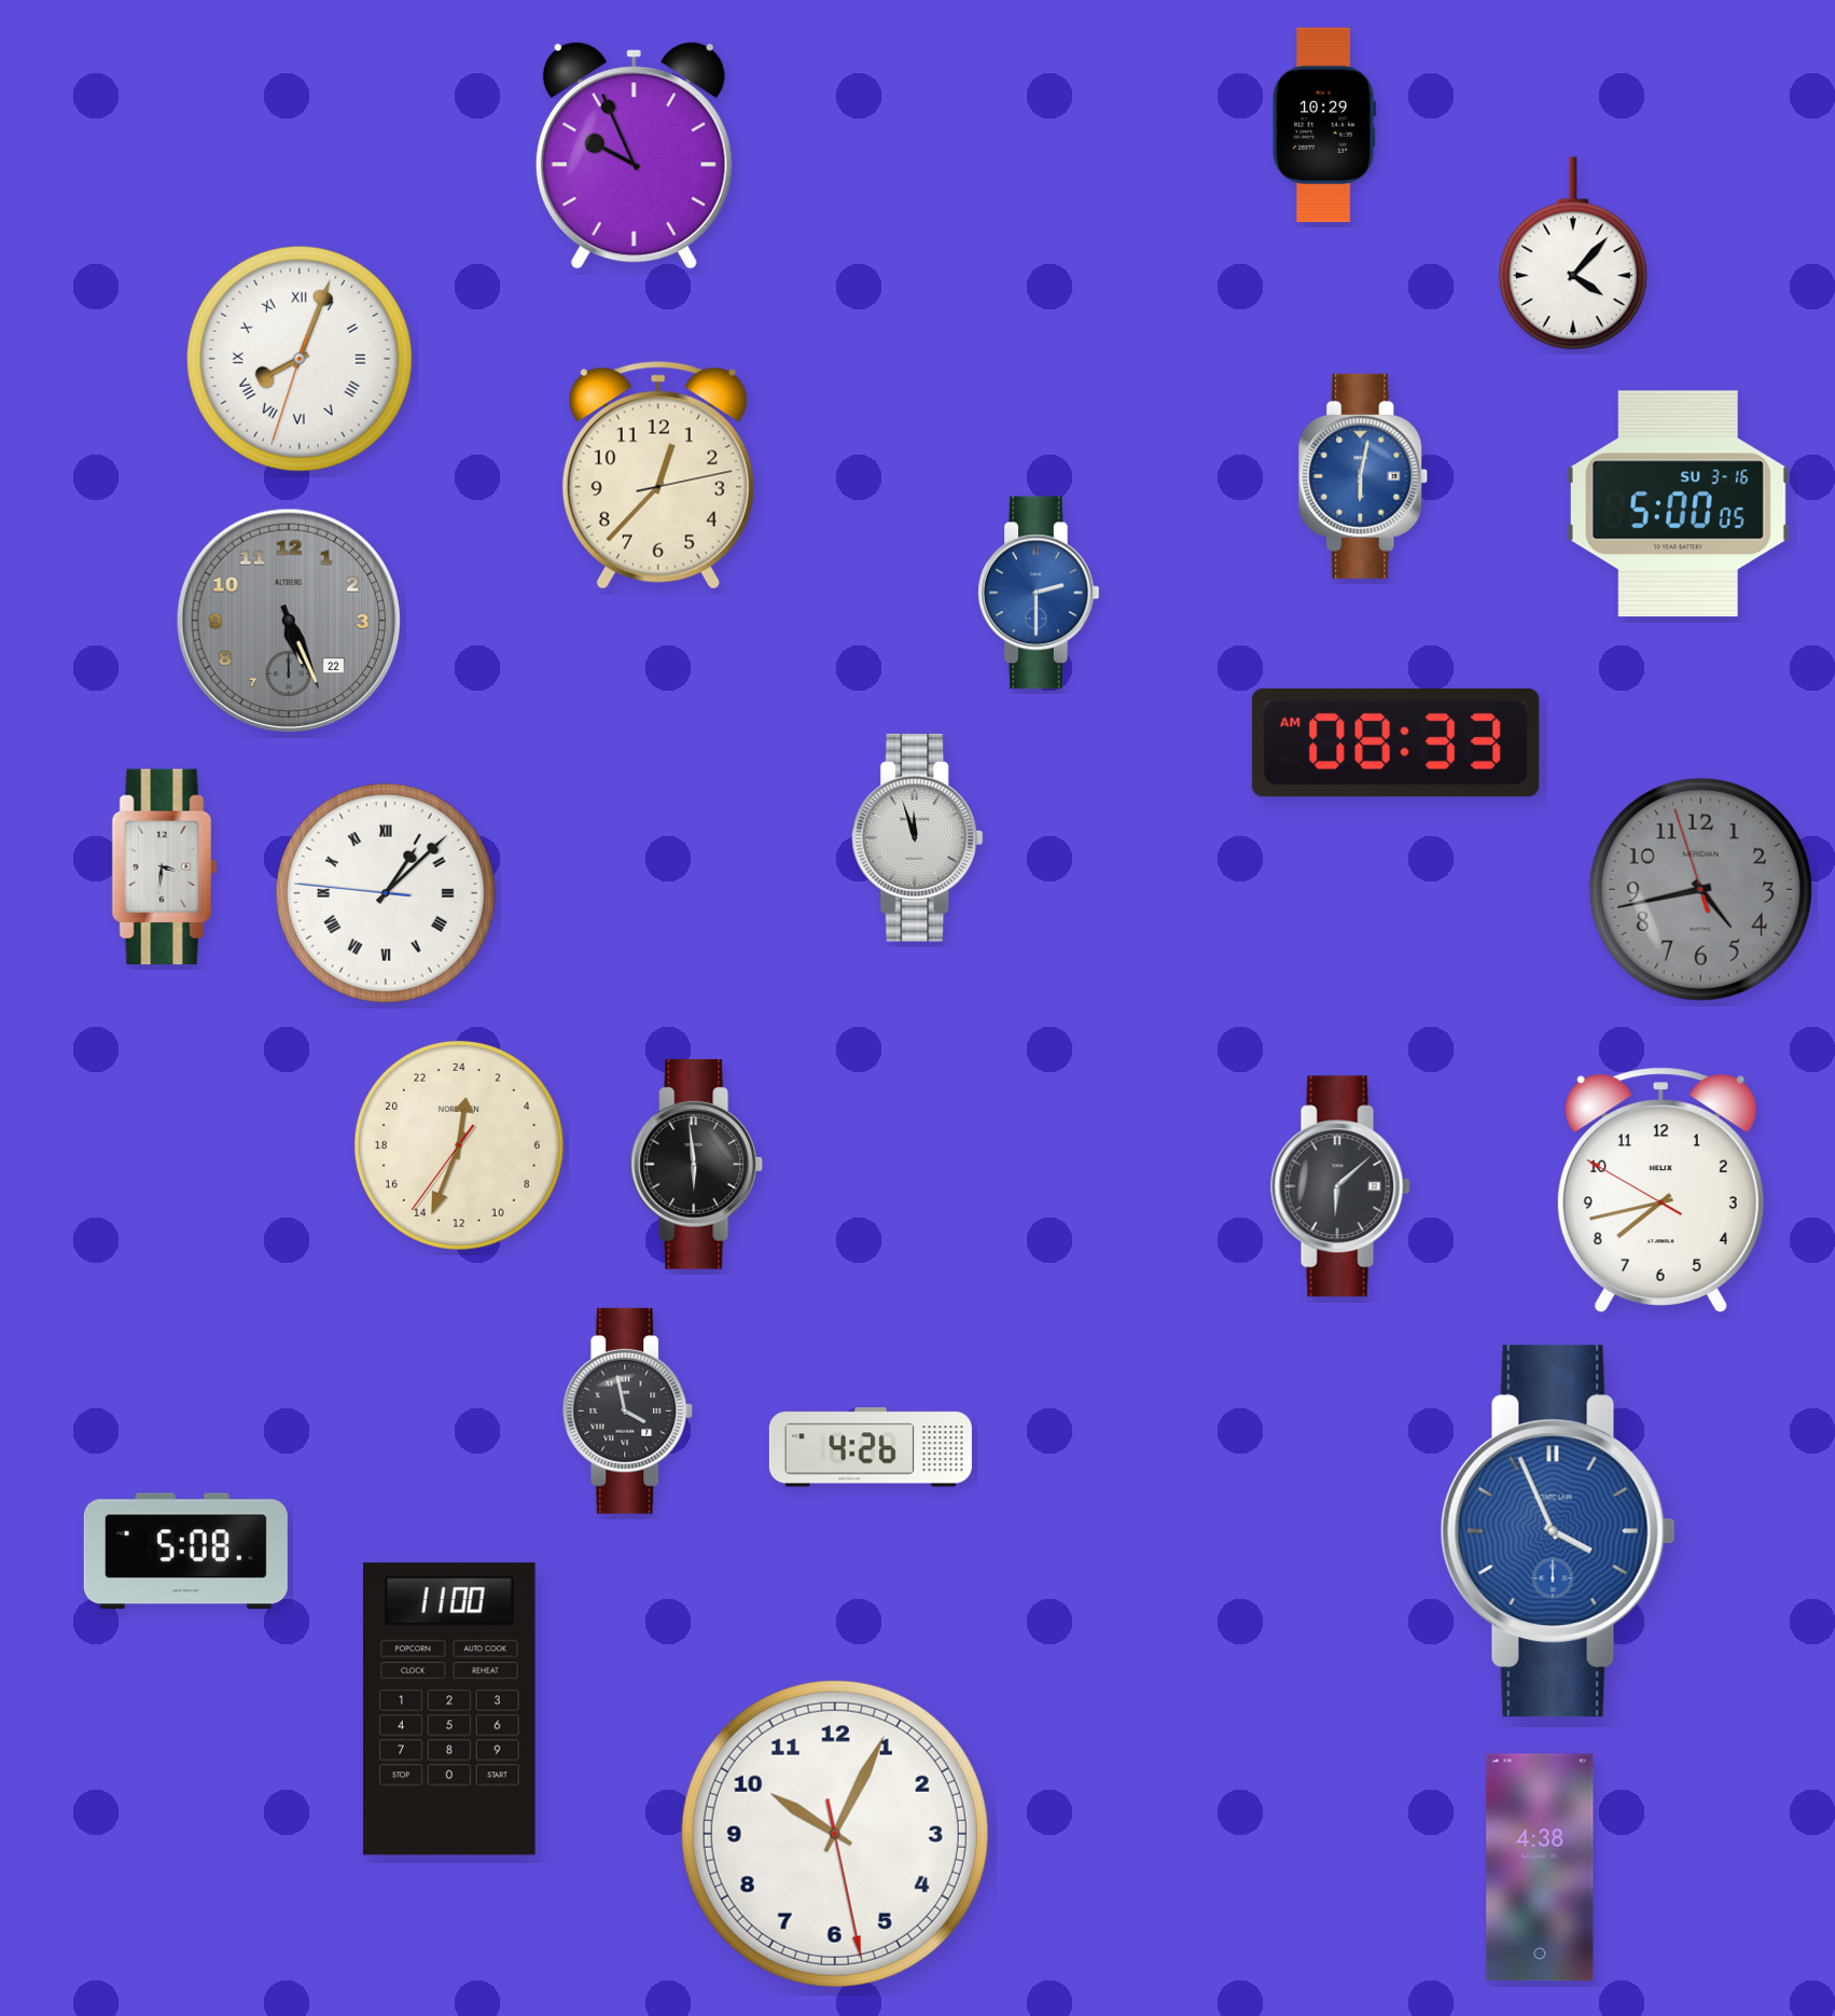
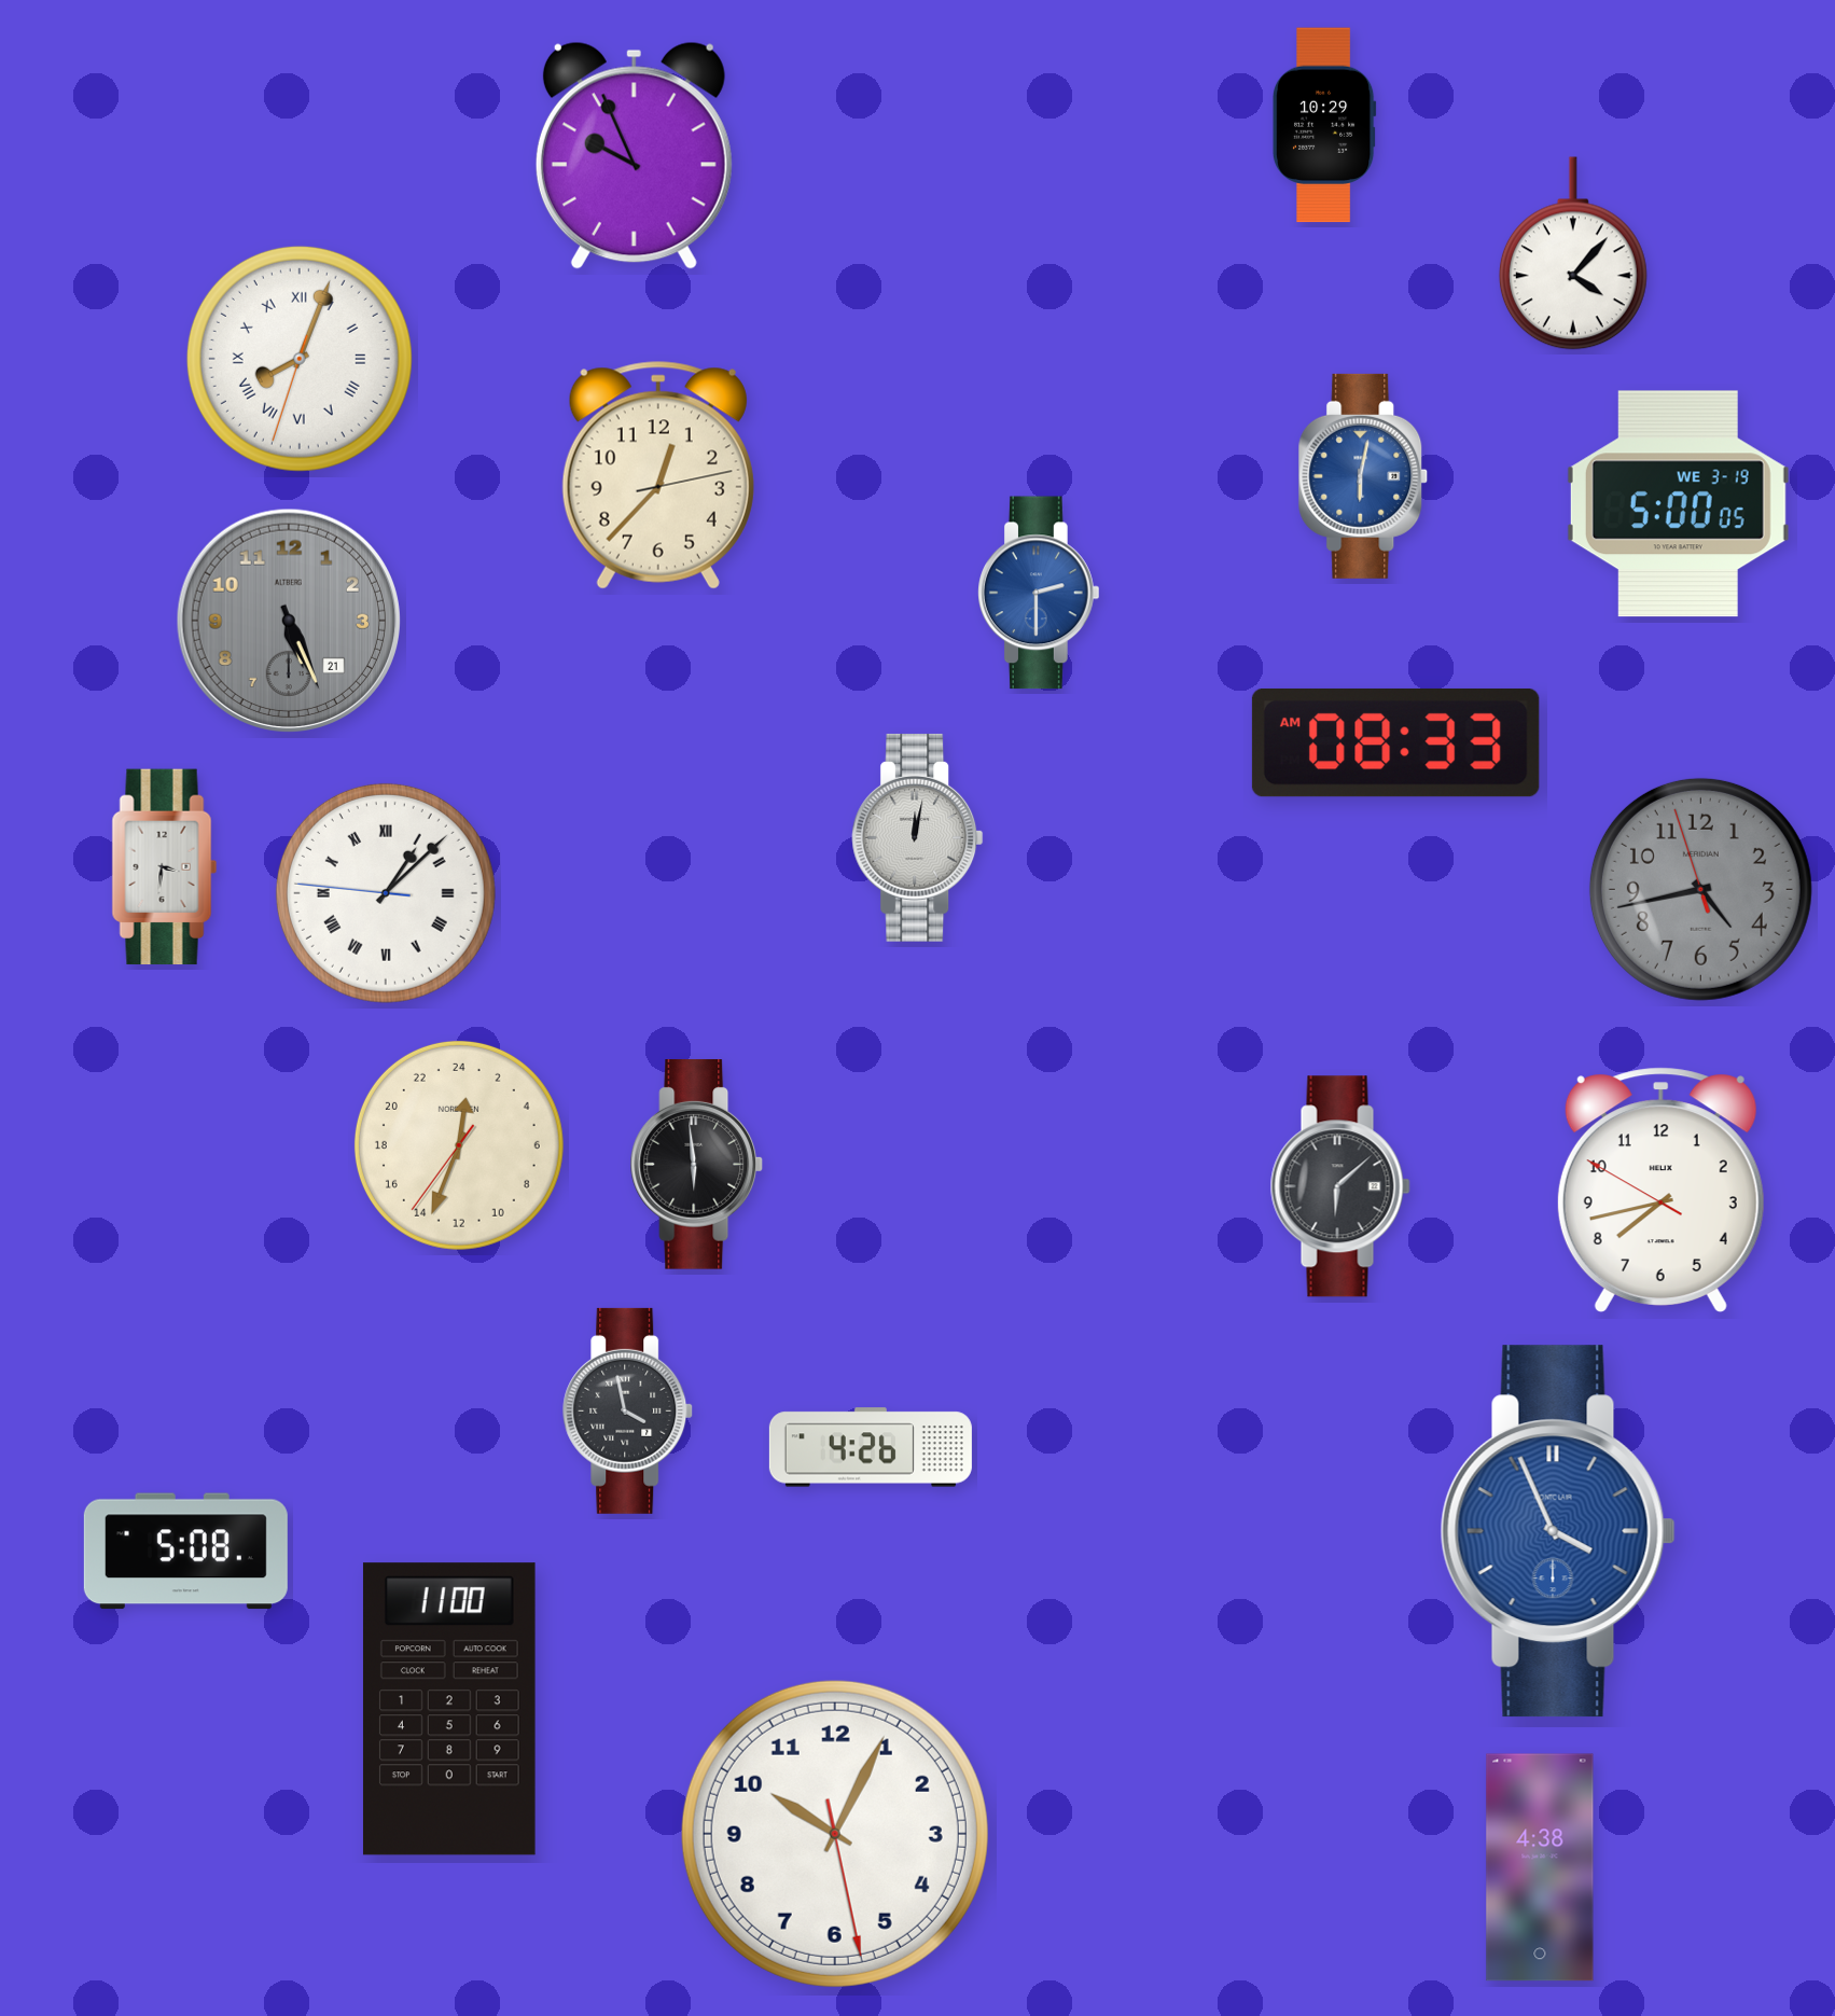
clock at (1678, 504) date: SU 3-16 -> WE 3-19
clock at (288, 620) date: 22 -> 21
clock at (918, 837): 11:57 -> 12:02
